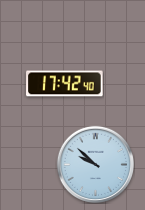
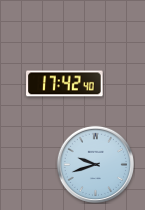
clock at (95, 164): 9:52 -> 9:42
